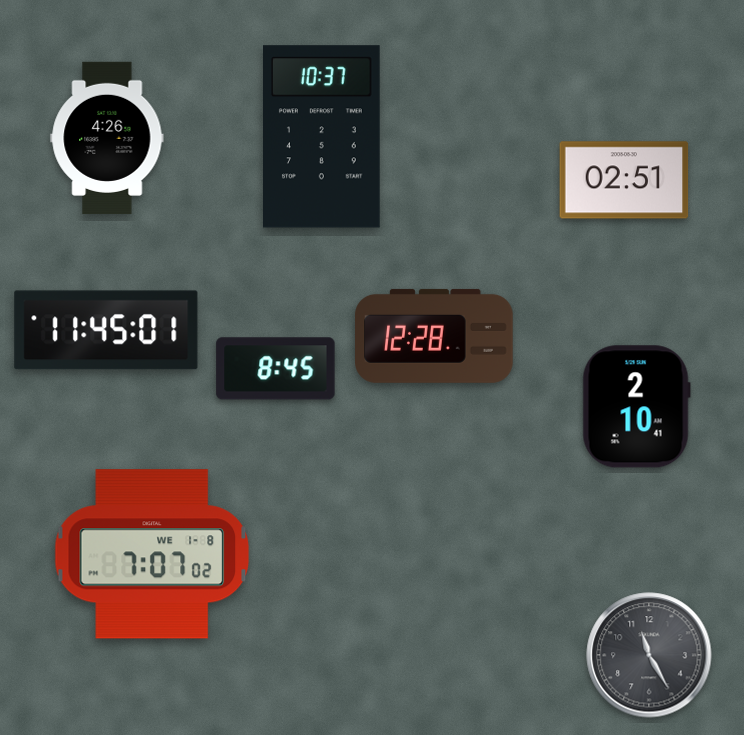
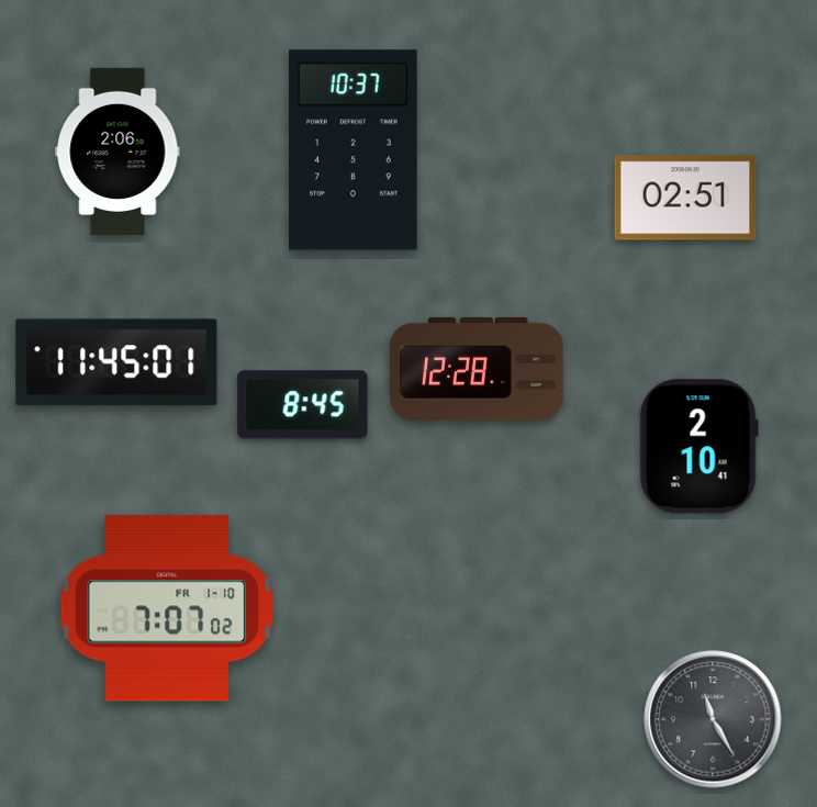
clock at (107, 138): 4:26 -> 2:06
clock at (152, 554) date: WE 1-8 -> FR 1-10
